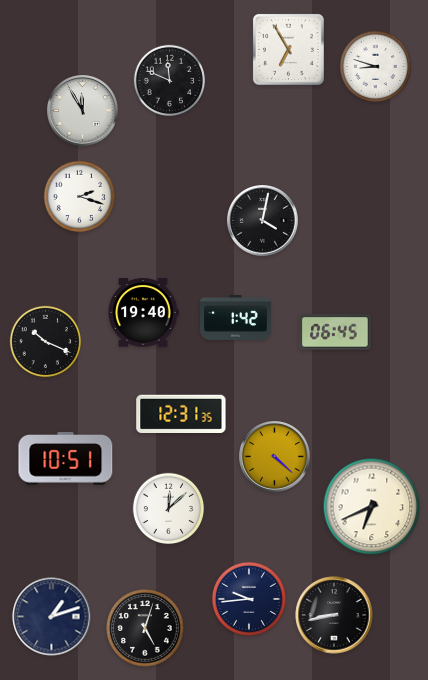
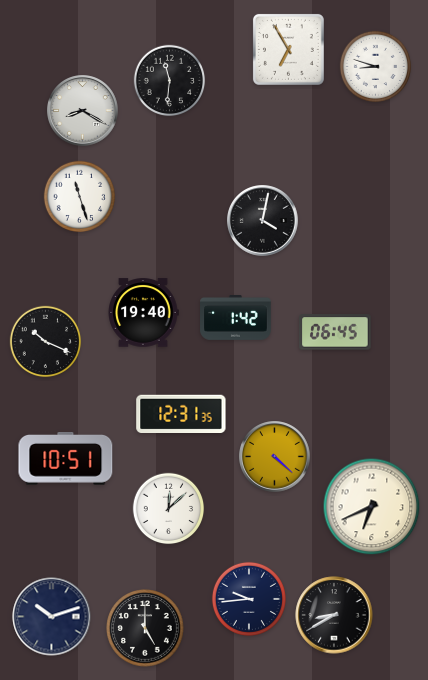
clock at (170, 81): 11:49 -> 11:31
clock at (83, 111): 11:55 -> 8:20
clock at (80, 197): 2:18 -> 11:27
clock at (334, 615): 8:43 -> 8:40
clock at (52, 617): 1:12 -> 10:12
clock at (145, 628): 5:03 -> 5:00
